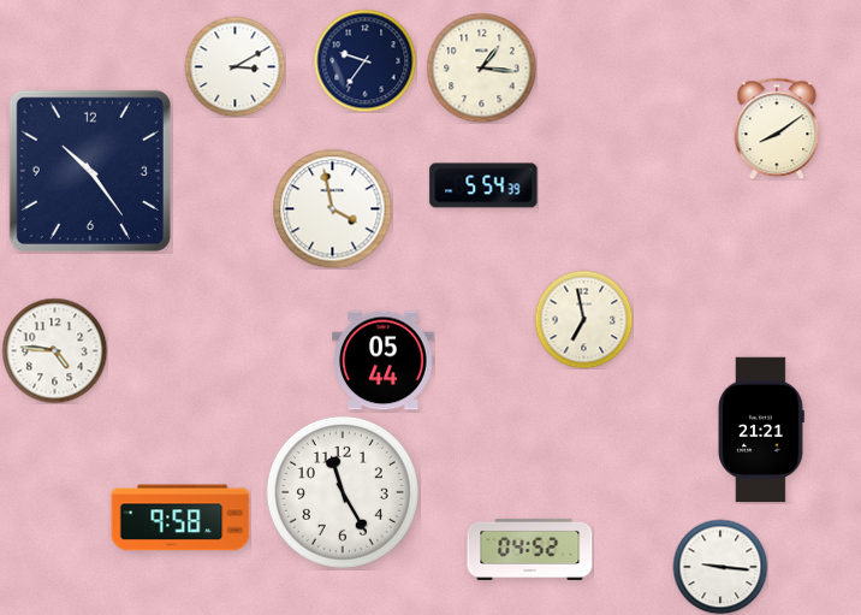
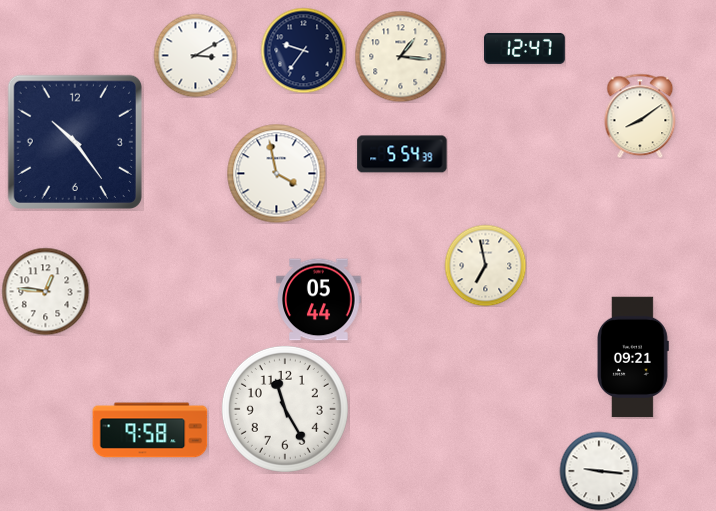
clock at (525, 48): none -> 12:47
clock at (777, 129) position: (777, 129) -> (640, 116)
clock at (54, 350): 4:46 -> 12:46
clock at (761, 430): 21:21 -> 09:21
clock at (530, 549): 04:52 -> none
